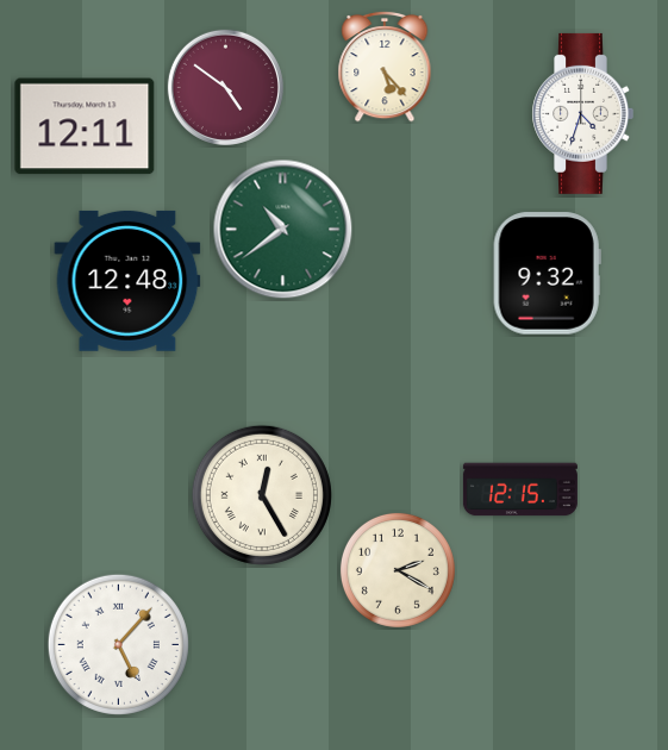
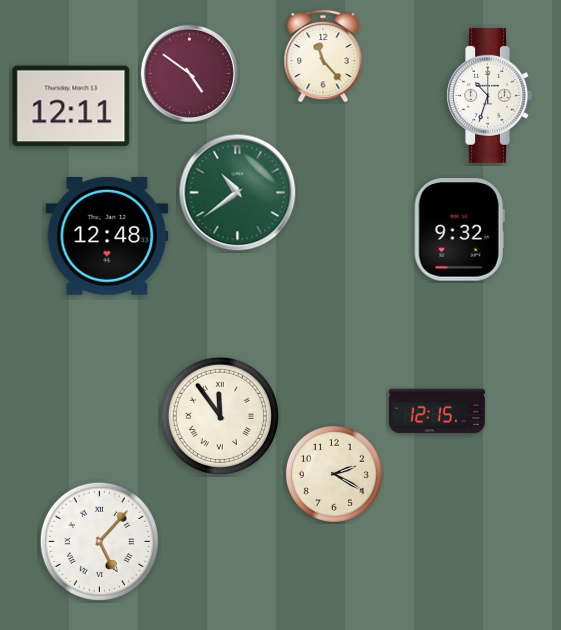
clock at (385, 67): 5:23 -> 11:23
clock at (582, 113): 4:33 -> 10:33
clock at (262, 495): 12:25 -> 11:54
clock at (398, 570) position: (398, 570) -> (334, 474)
